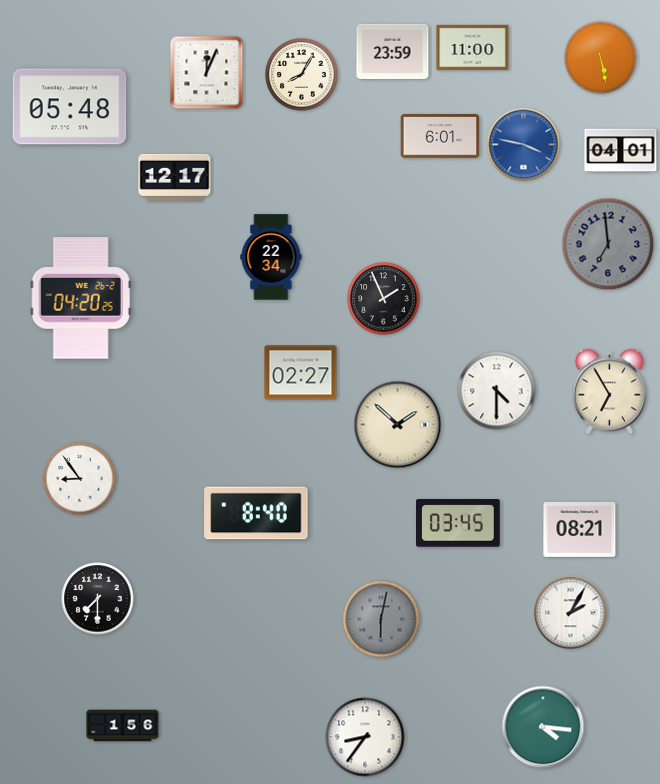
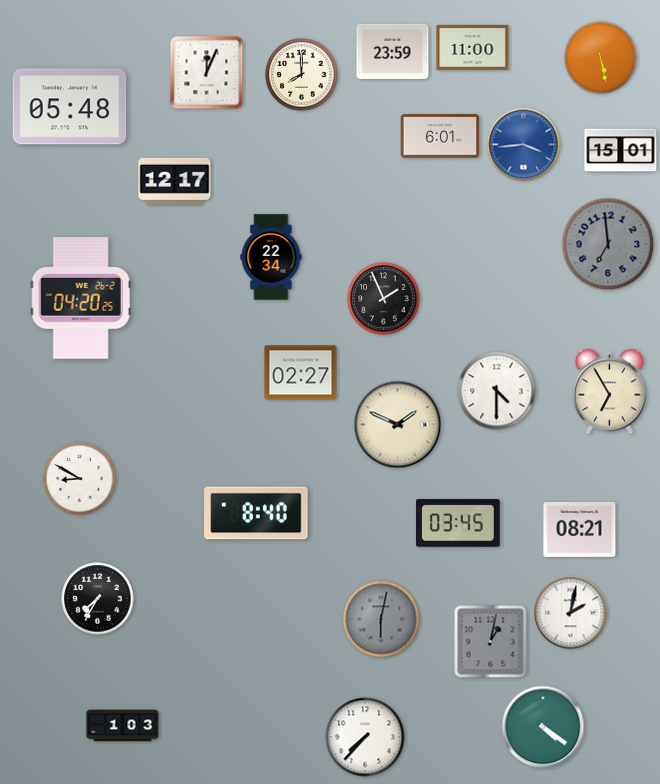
clock at (302, 75): 8:05 -> 8:00
clock at (524, 145): 3:47 -> 3:44
clock at (621, 151): 04:01 -> 15:01
clock at (175, 177) position: (175, 177) -> (175, 181)
clock at (398, 425): 1:52 -> 1:49
clock at (80, 479): 8:54 -> 8:50
clock at (98, 599): 7:30 -> 7:35
clock at (571, 613): 2:05 -> 2:02
clock at (491, 642): none -> 1:02
clock at (123, 726): 1:56 -> 1:03
clock at (543, 727): 4:16 -> 4:21
clock at (365, 737): 8:36 -> 7:37
